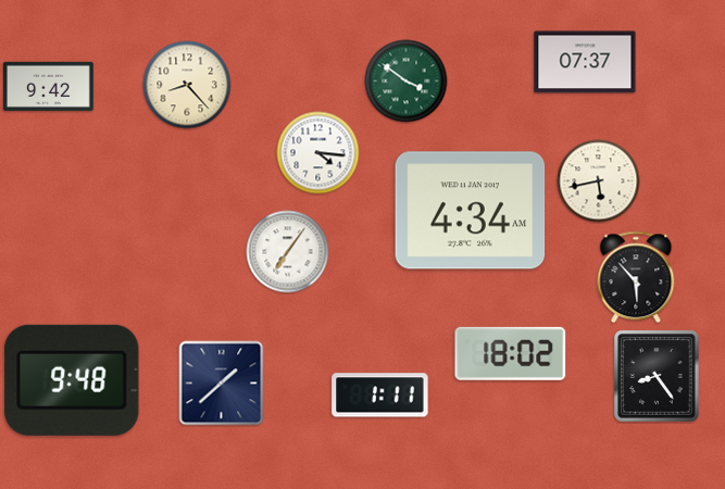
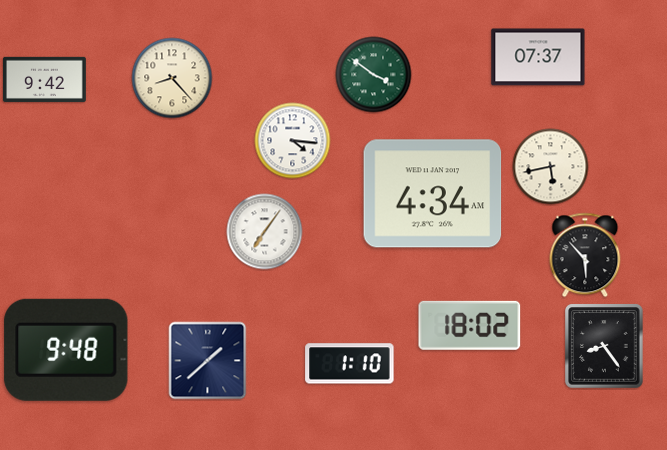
clock at (222, 384) position: (222, 384) -> (208, 361)
clock at (380, 396): 1:11 -> 1:10
